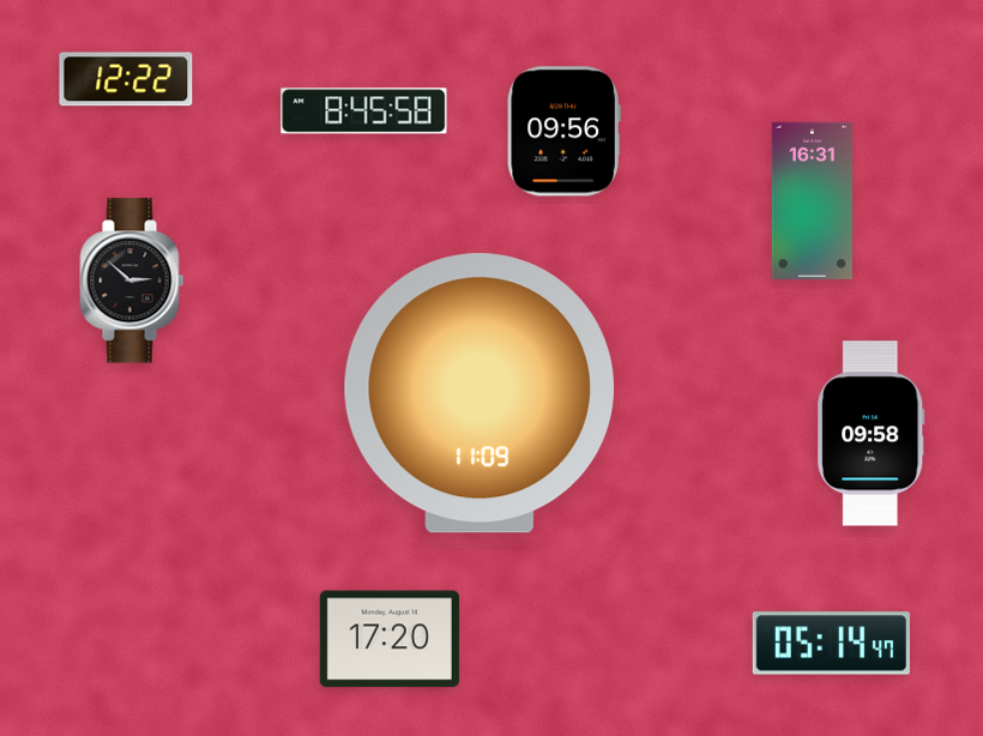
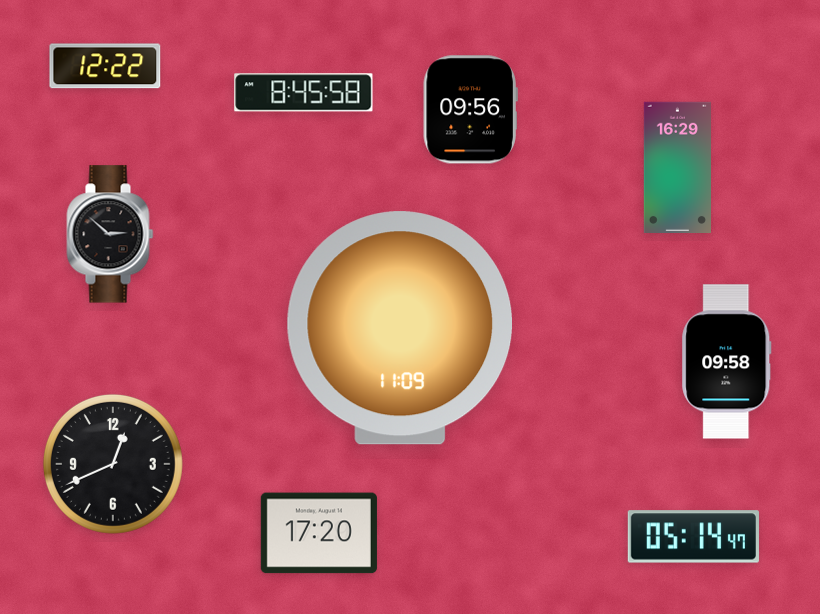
clock at (812, 200): 16:31 -> 16:29
clock at (113, 464): none -> 12:41
clock at (390, 639) position: (390, 639) -> (319, 533)
